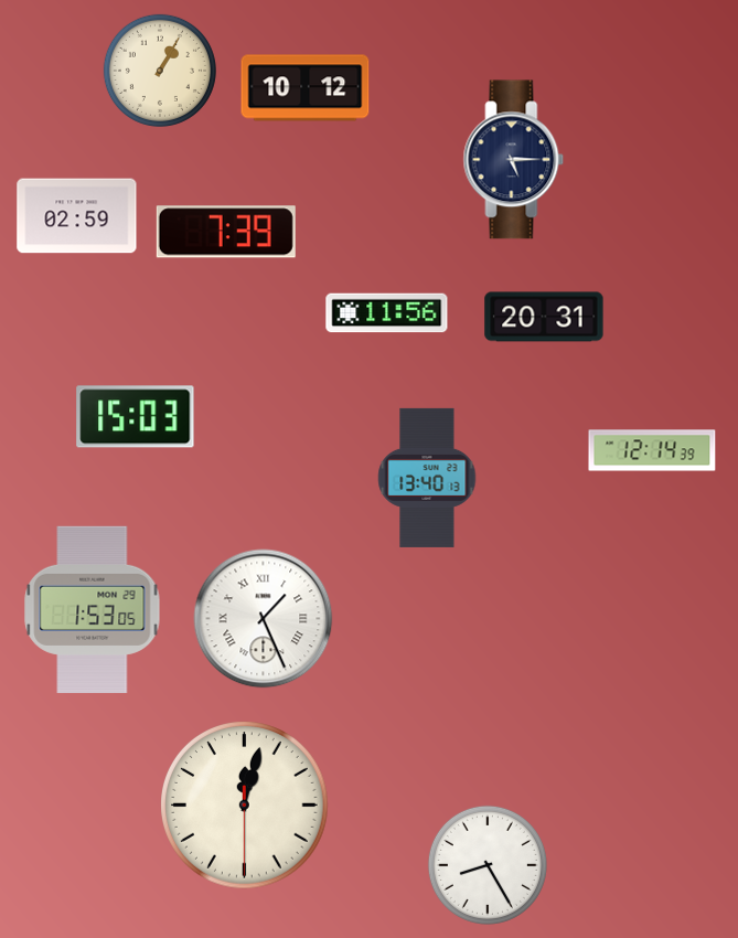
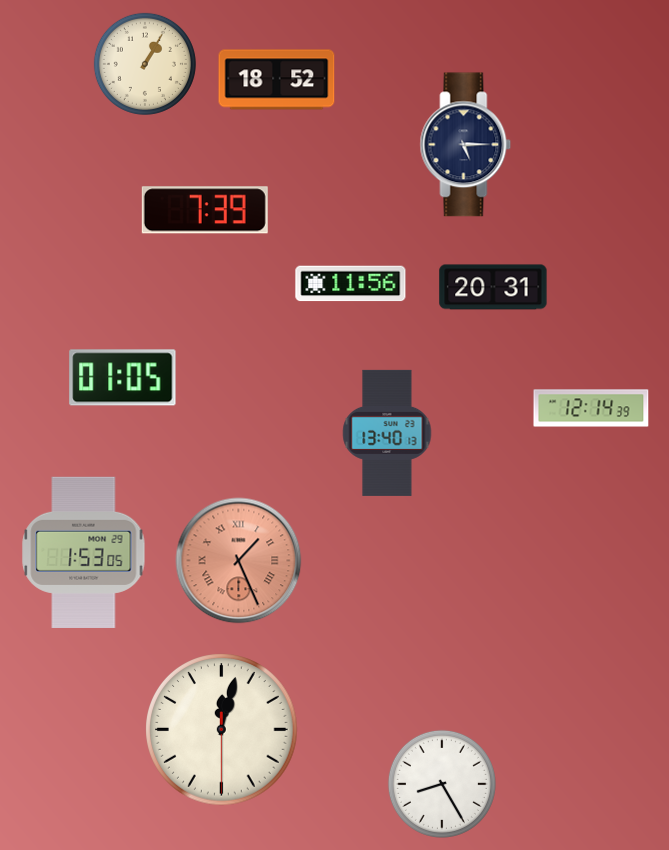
clock at (306, 88): 10:12 -> 18:52
clock at (77, 216): 02:59 -> none
clock at (136, 417): 15:03 -> 01:05
clock at (264, 619) dial: white -> salmon
